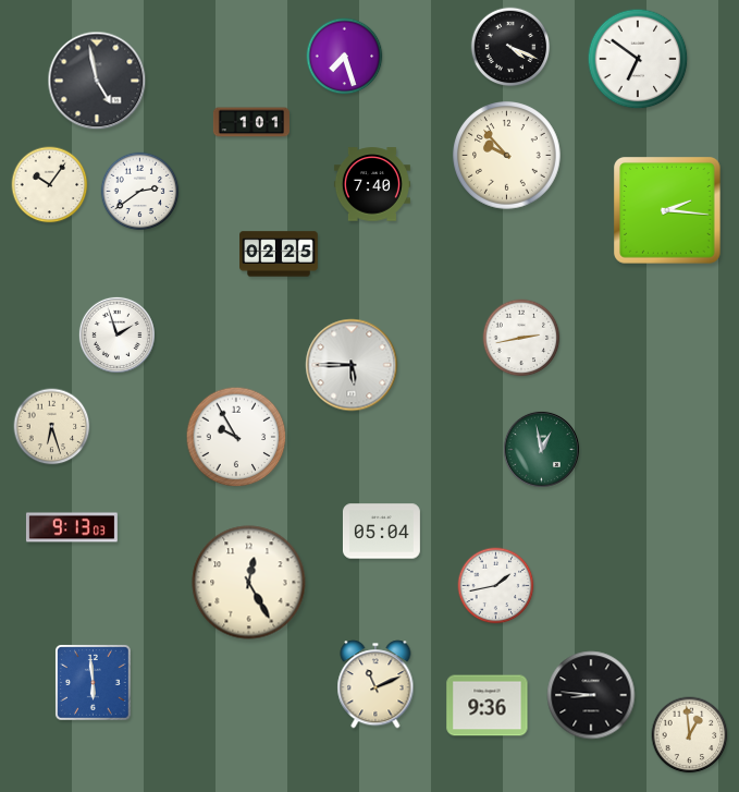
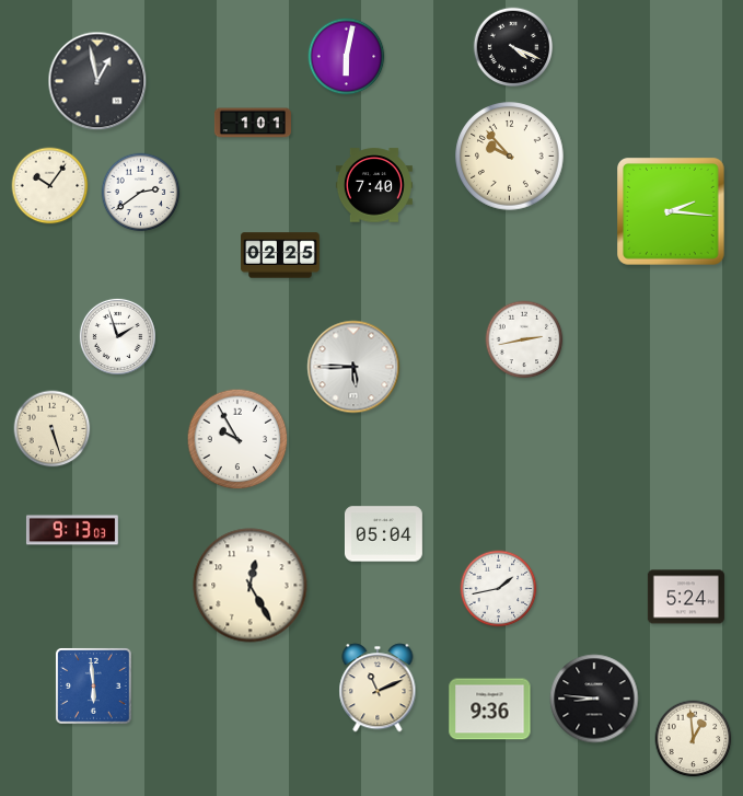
clock at (345, 57): 7:27 -> 6:02
clock at (638, 59): 6:51 -> none
clock at (97, 81): 4:58 -> 12:58
clock at (52, 427): 6:27 -> 5:27
clock at (541, 449): 12:58 -> none
clock at (686, 597): none -> 5:24
